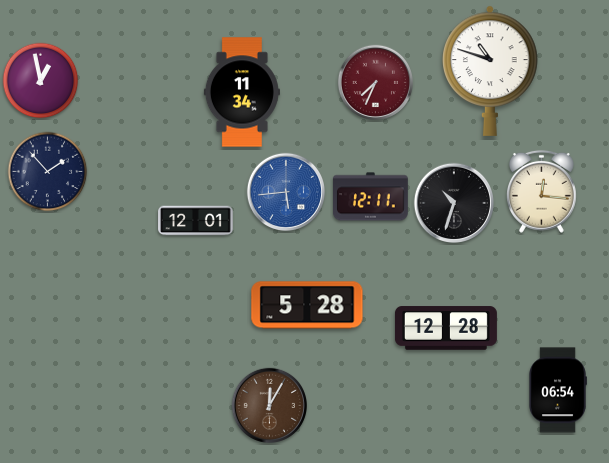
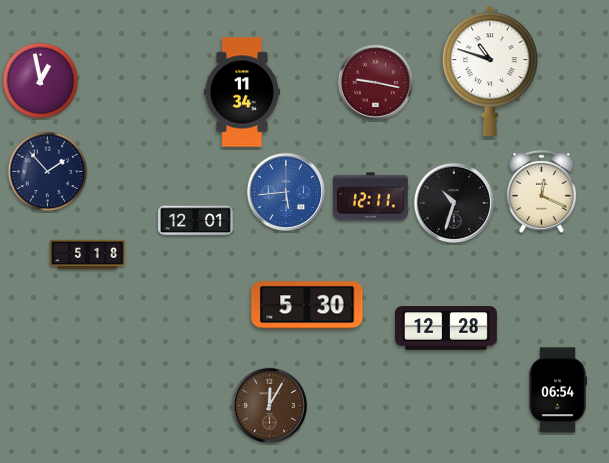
clock at (375, 82): 7:34 -> 9:17
clock at (541, 191): 12:16 -> 12:19
clock at (88, 255): none -> 5:18
clock at (307, 305): 5:28 -> 5:30
